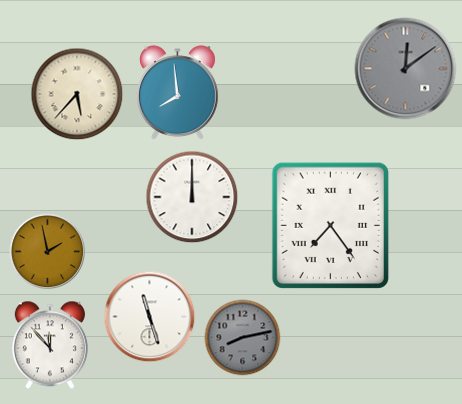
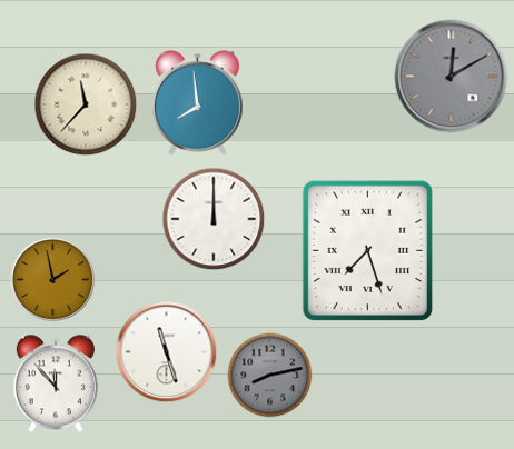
clock at (406, 69): 12:09 -> 12:10
clock at (77, 94): 5:37 -> 11:37
clock at (330, 225): 7:24 -> 7:27
